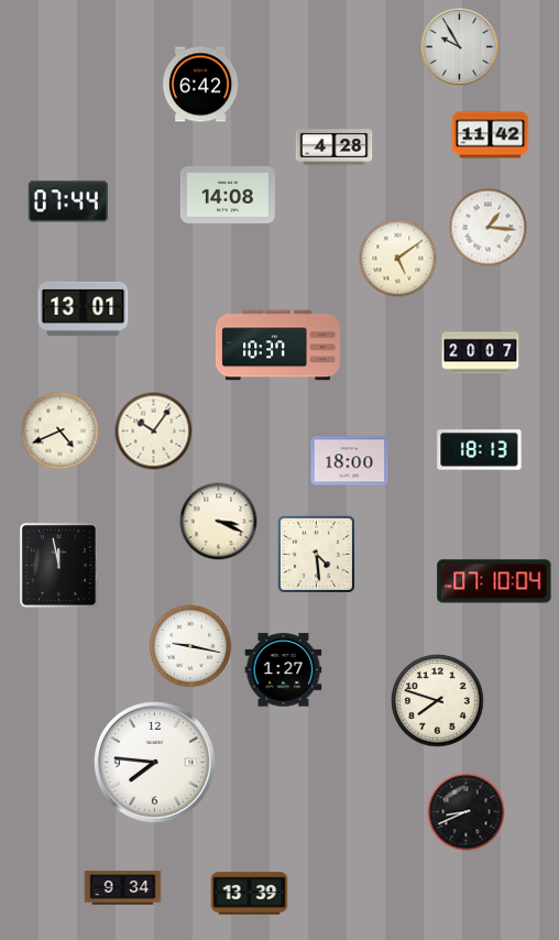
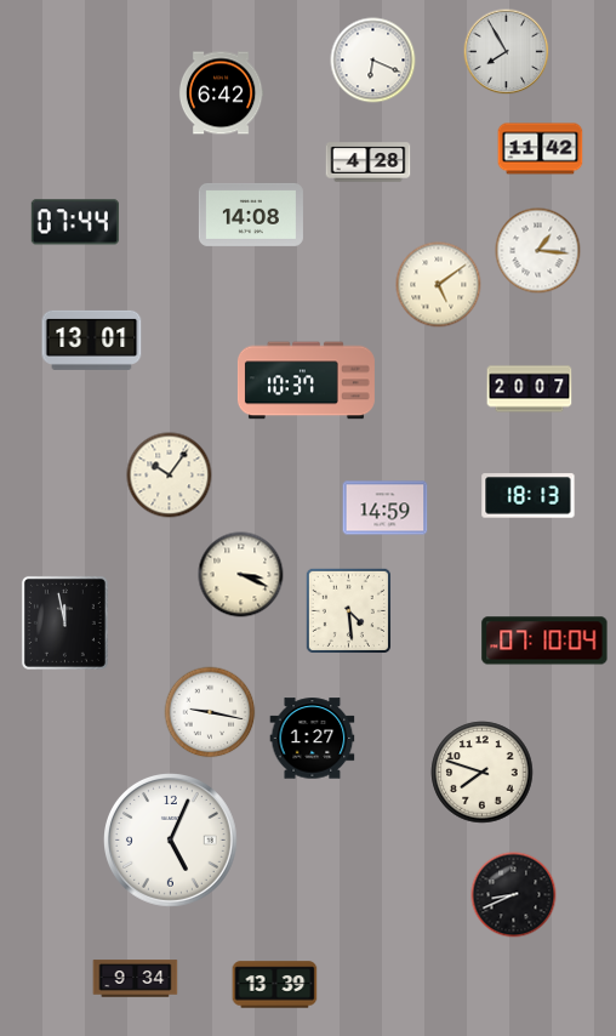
clock at (460, 47): 9:55 -> 7:55
clock at (373, 61): none -> 6:19
clock at (61, 431): 4:41 -> none
clock at (350, 461): 18:00 -> 14:59
clock at (155, 763): 7:46 -> 5:04
